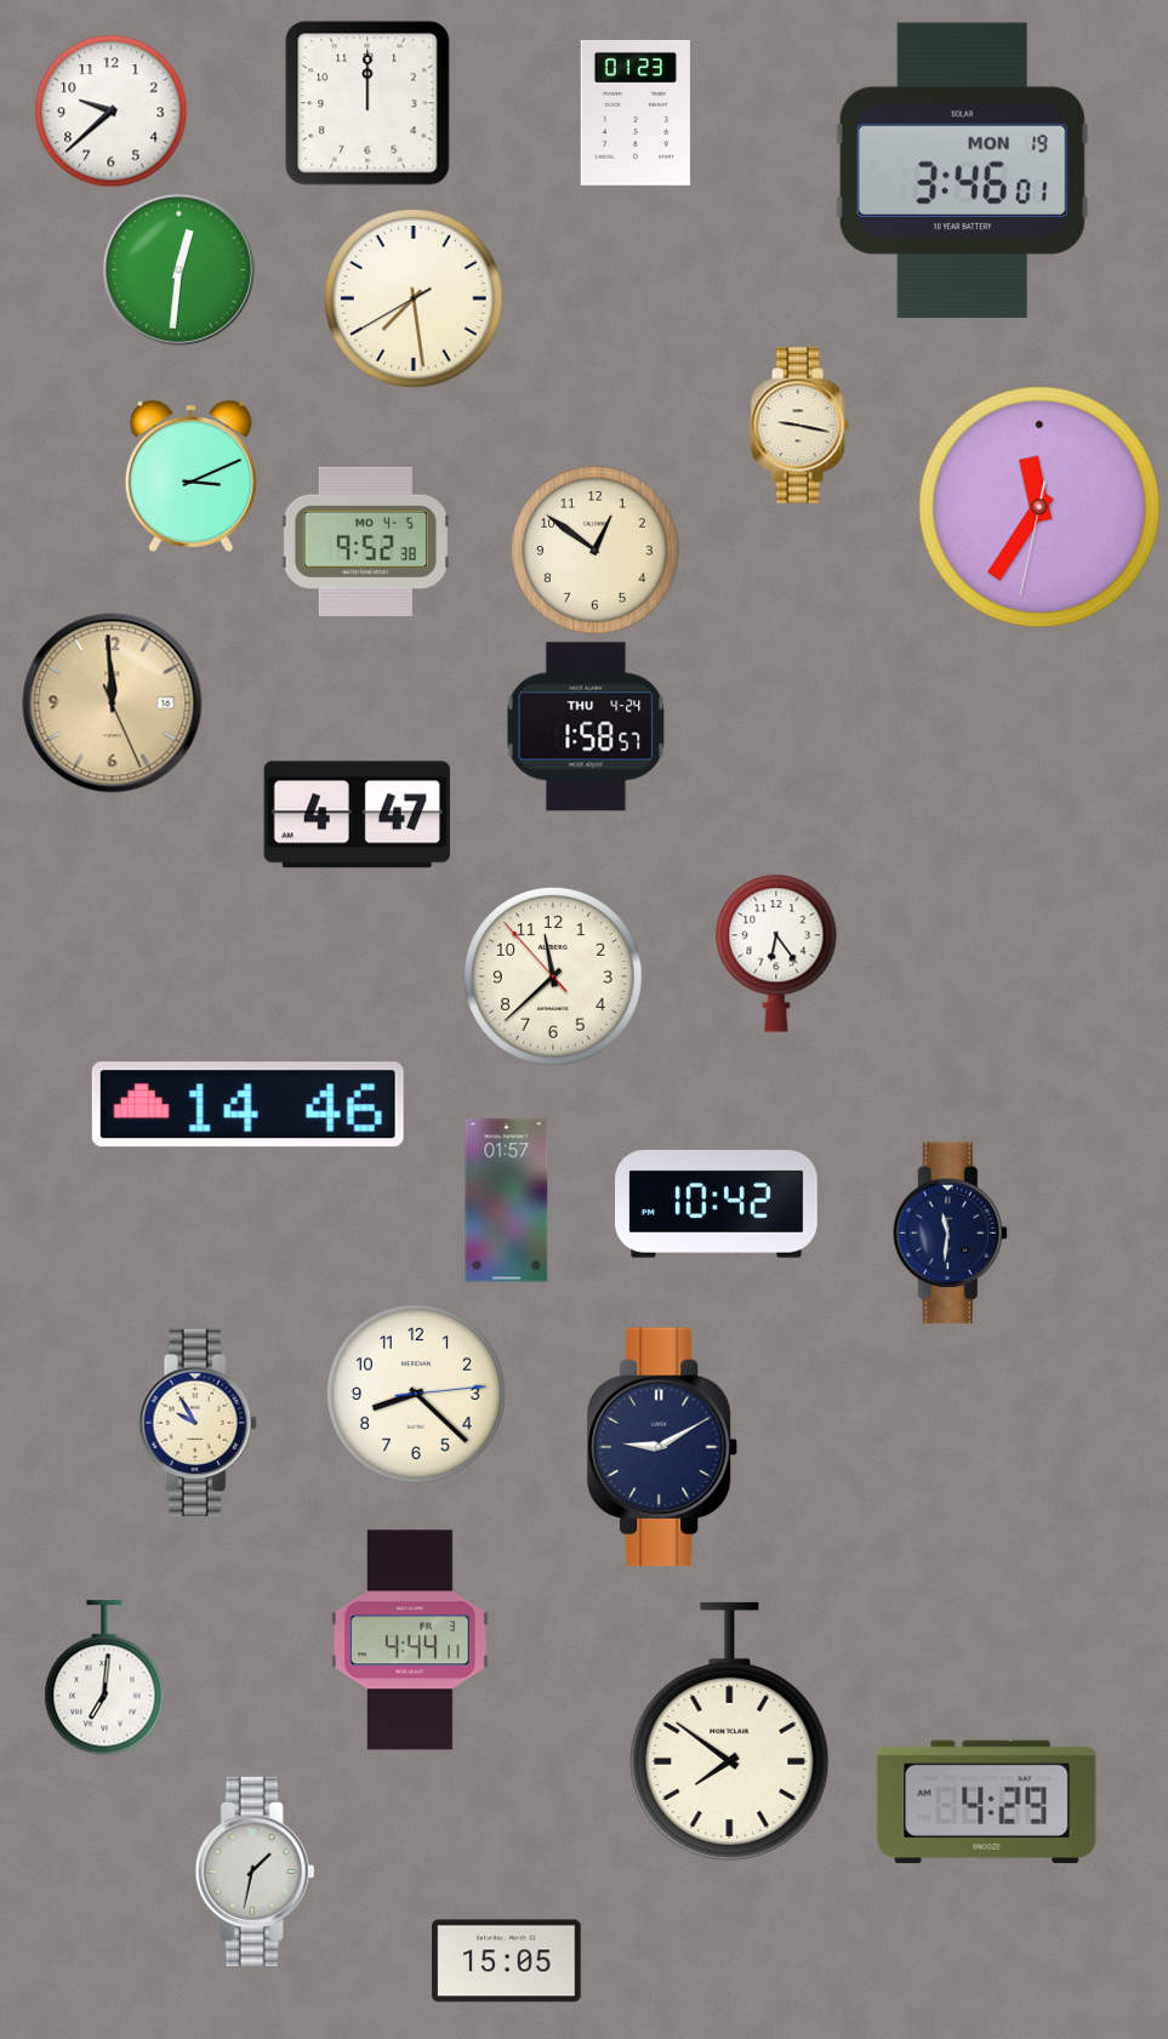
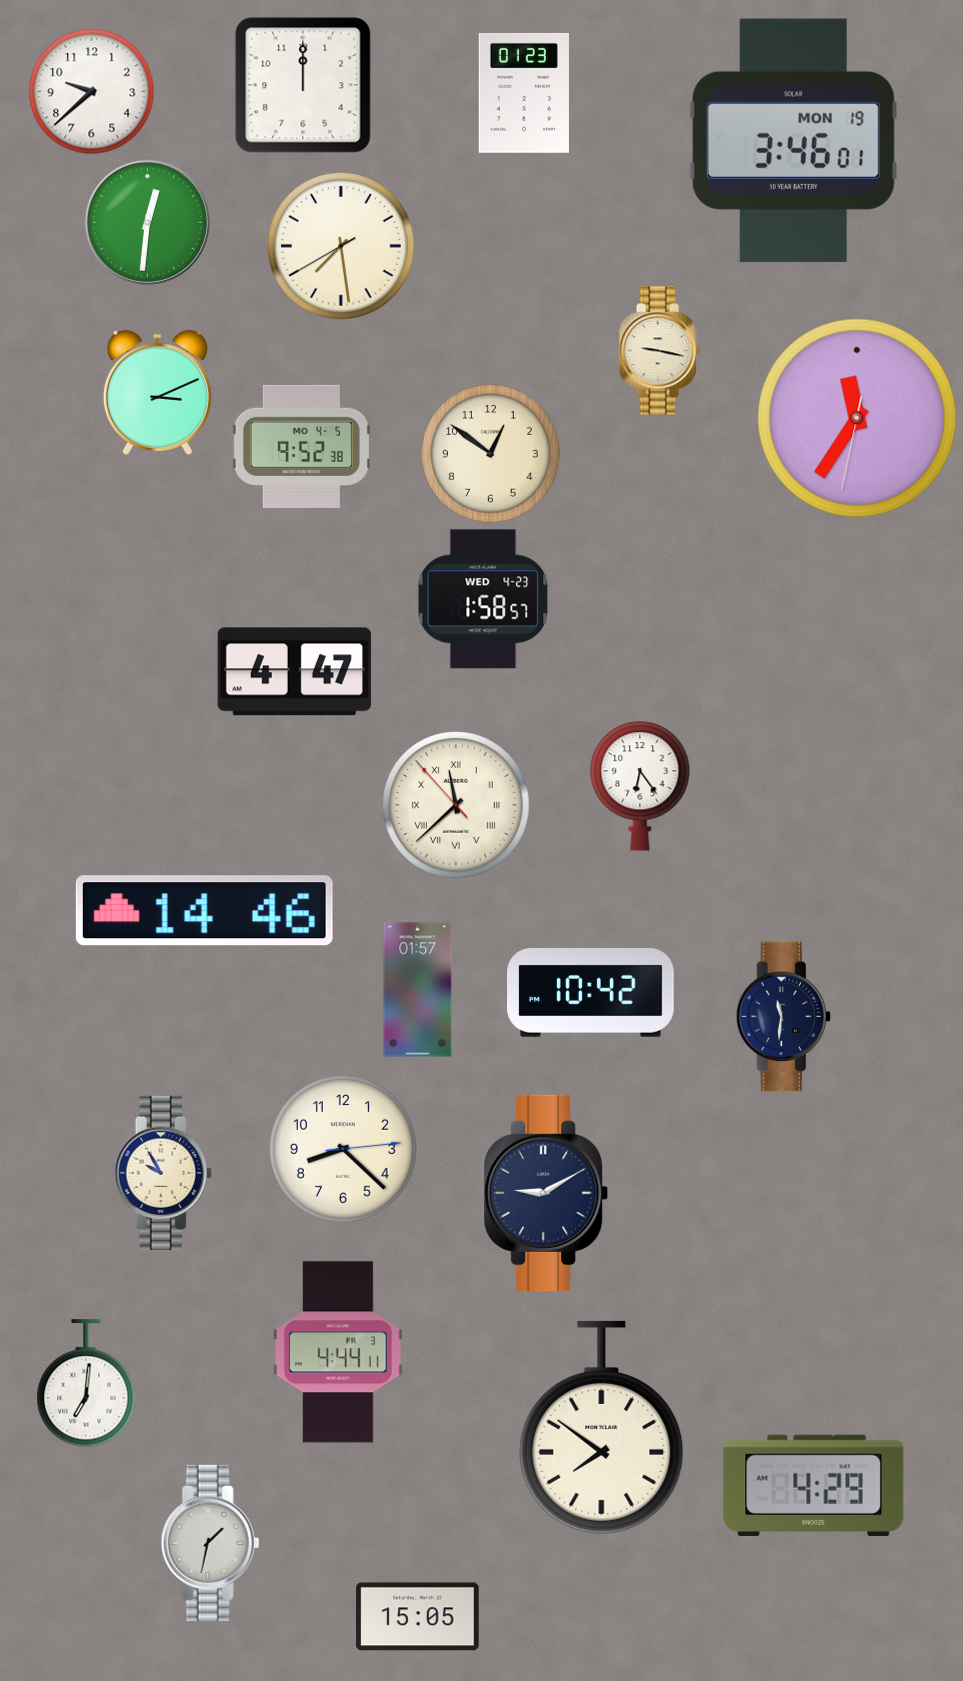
clock at (113, 704): 11:59 -> none
clock at (586, 727) date: THU 4-24 -> WED 4-23
clock at (553, 976) numerals: Arabic -> Roman
